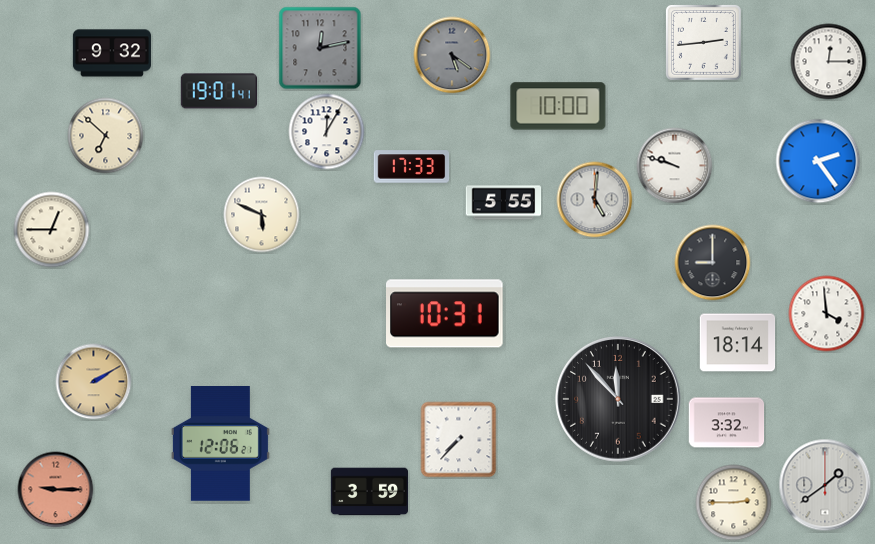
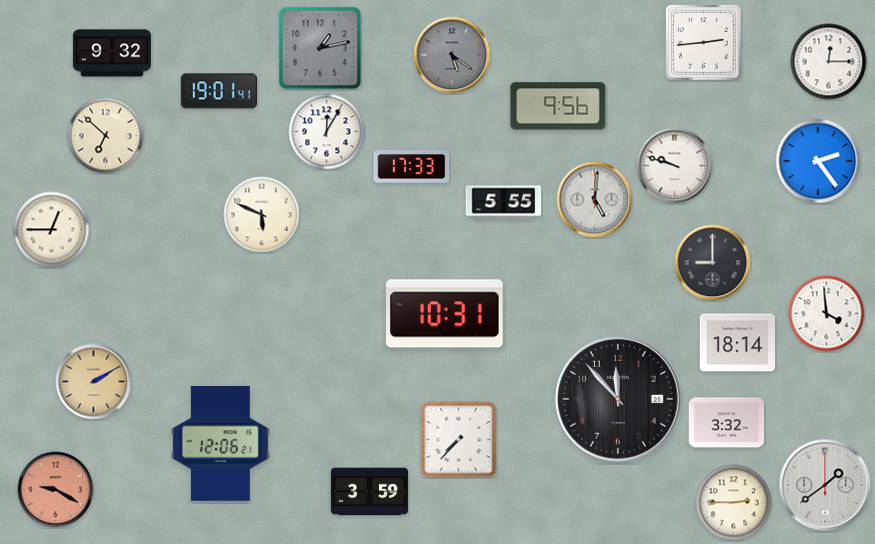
clock at (320, 48): 12:13 -> 1:13
clock at (558, 106): 10:00 -> 9:56
clock at (56, 490): 9:15 -> 9:20
